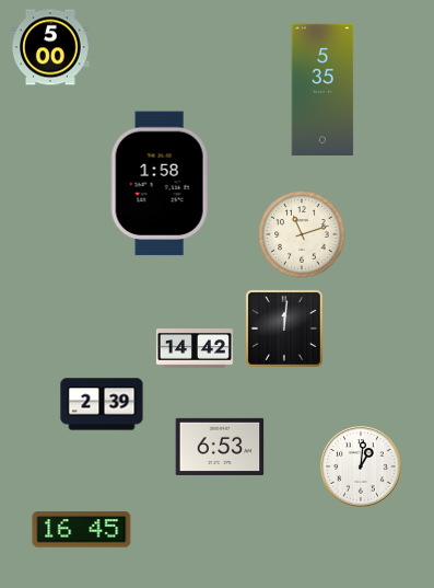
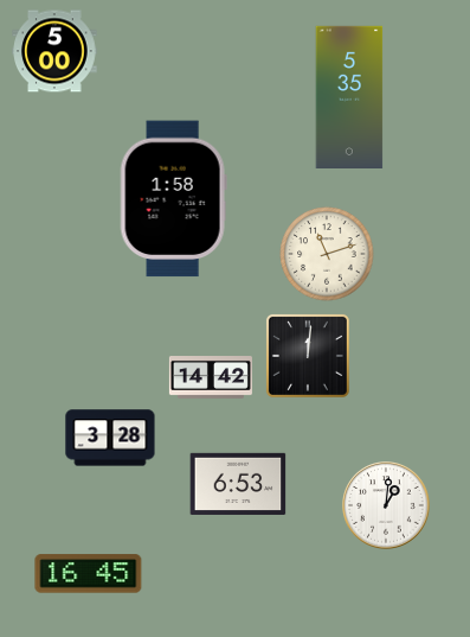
clock at (102, 404): 2:39 -> 3:28
clock at (361, 466) position: (361, 466) -> (386, 505)
